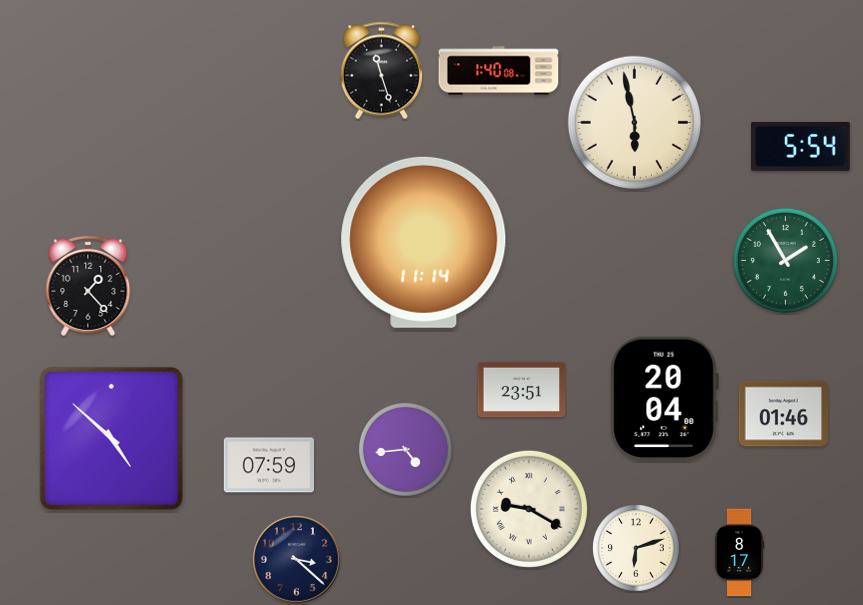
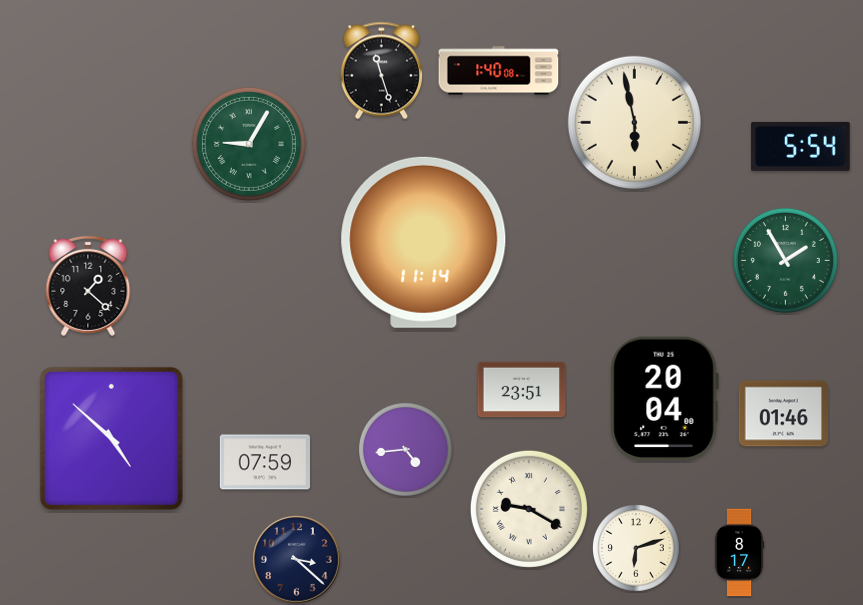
clock at (249, 144): none -> 9:05
clock at (88, 286): 1:23 -> 1:22
clock at (268, 465) position: (268, 465) -> (264, 462)
